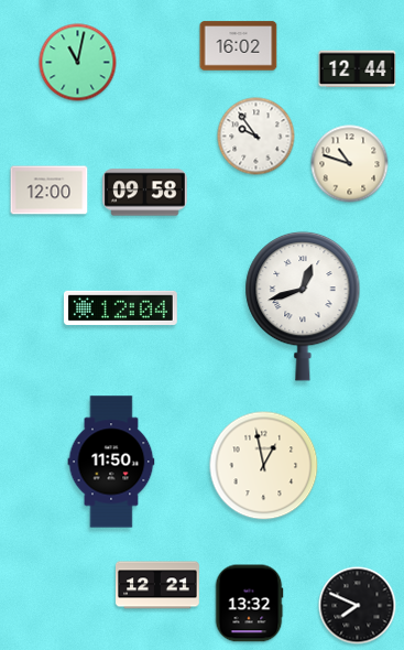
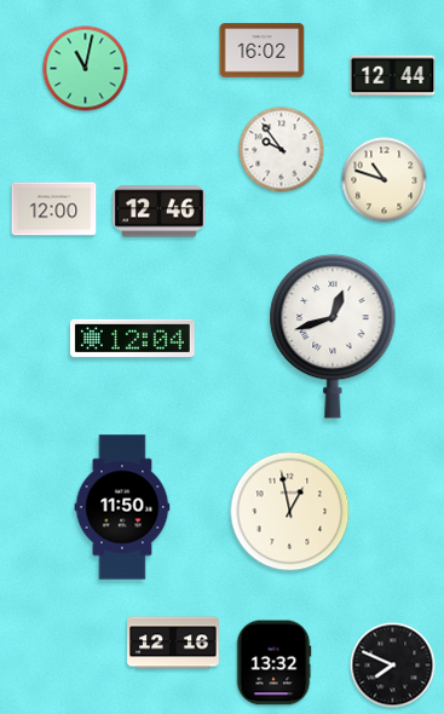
clock at (145, 193): 09:58 -> 12:46
clock at (159, 585): 12:21 -> 12:16
